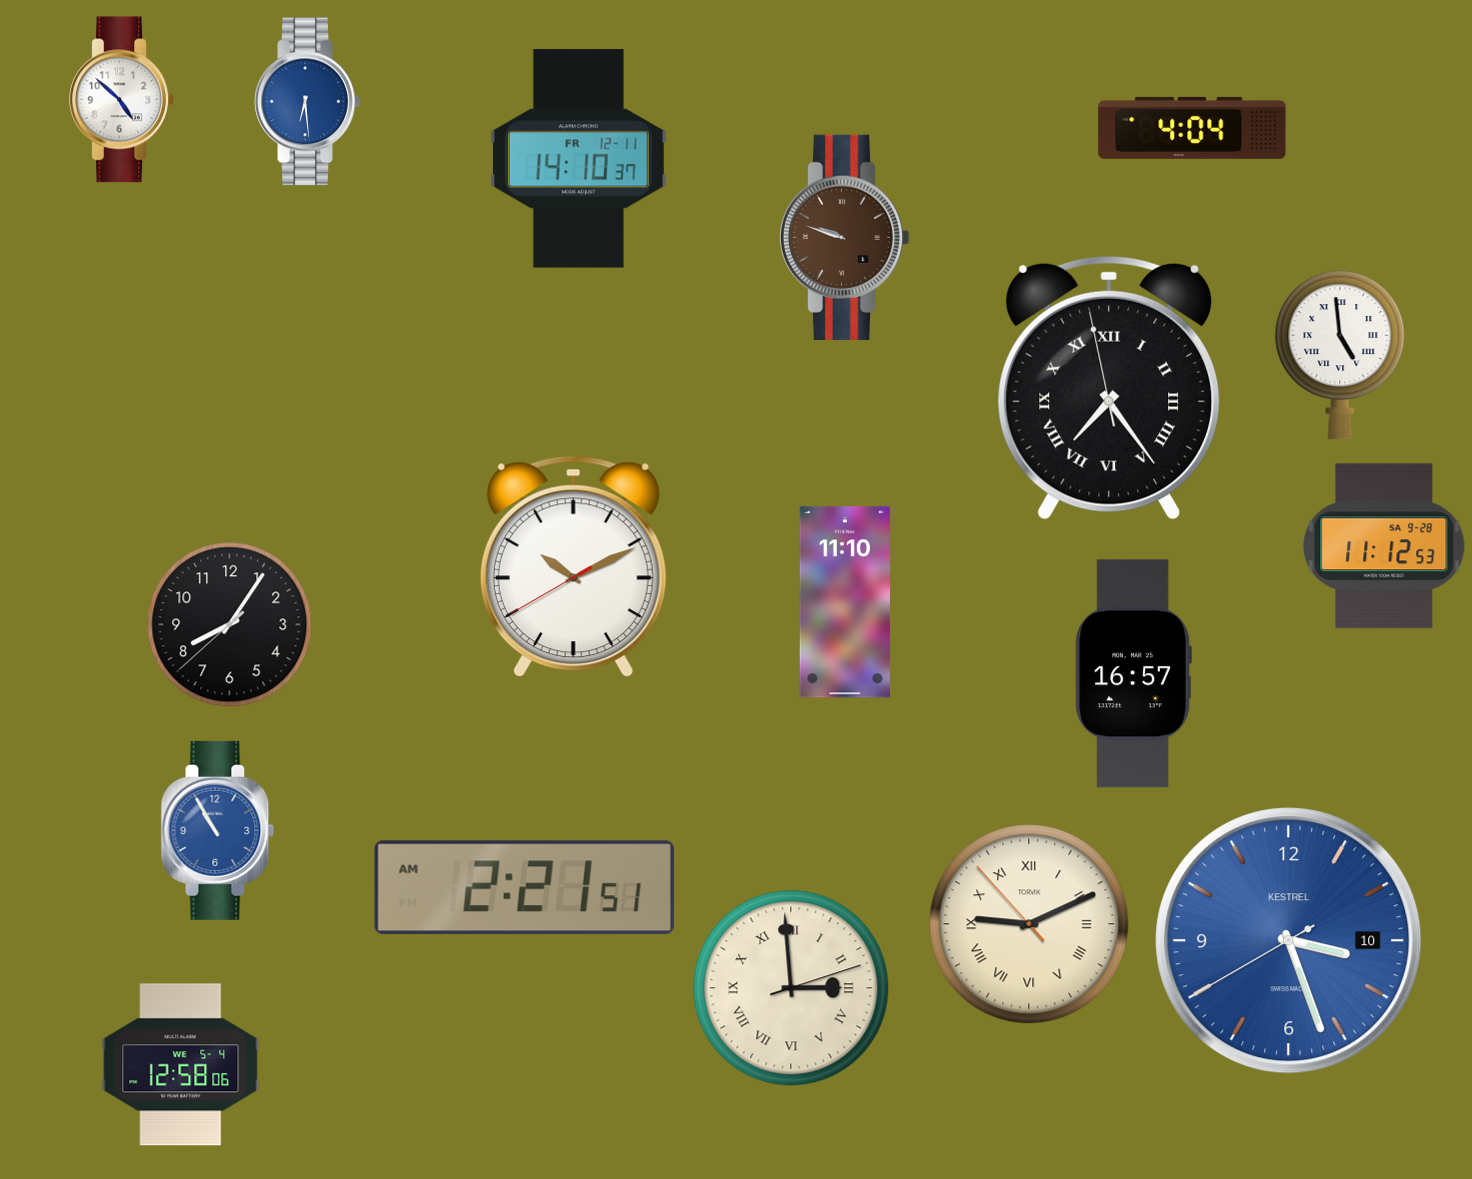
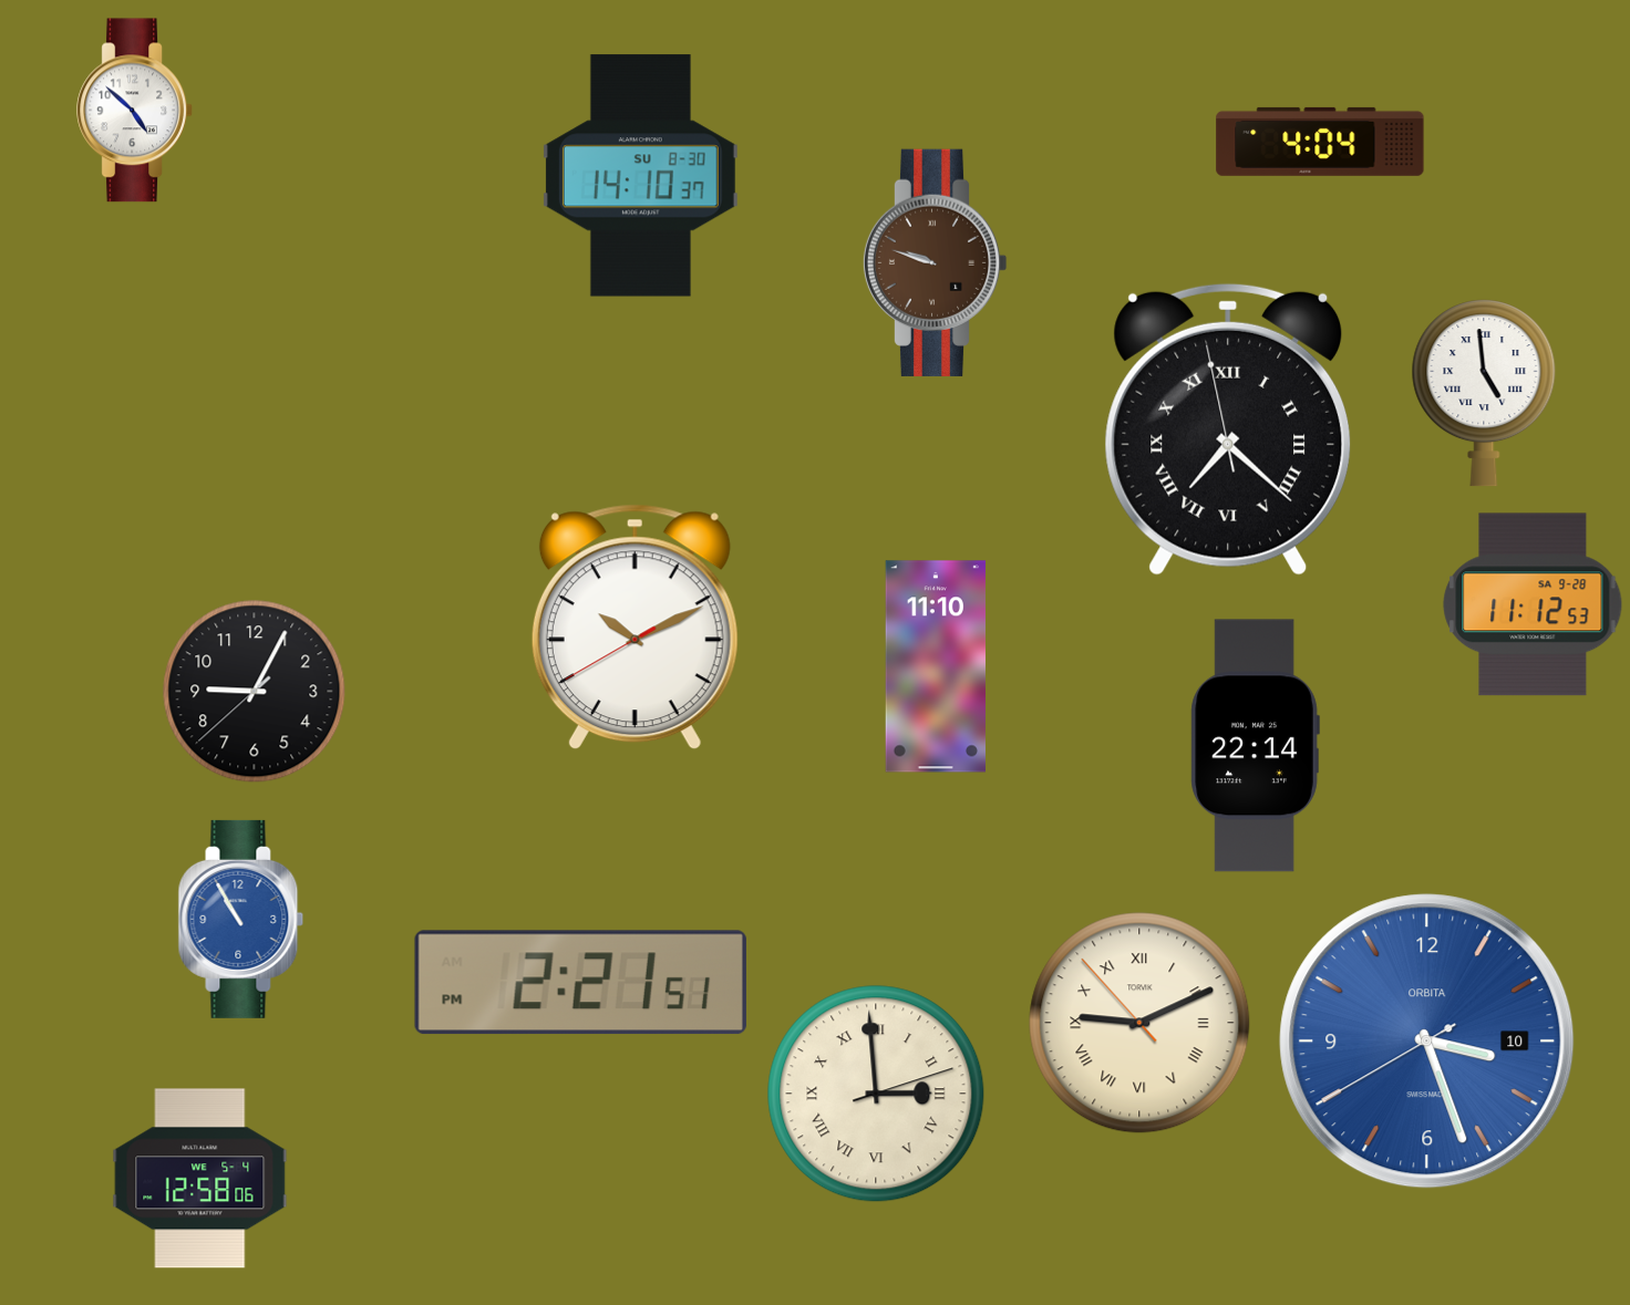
clock at (308, 102): 6:29 -> none
clock at (578, 159) date: FR 12-11 -> SU 8-30
clock at (1109, 388): 7:23 -> 7:21
clock at (230, 625): 8:05 -> 9:04
clock at (1133, 674): 16:57 -> 22:14
clock at (524, 888): 2:21:51 AM -> 2:21:51 PM
clock at (1289, 941) brand: KESTREL -> ORBITA
